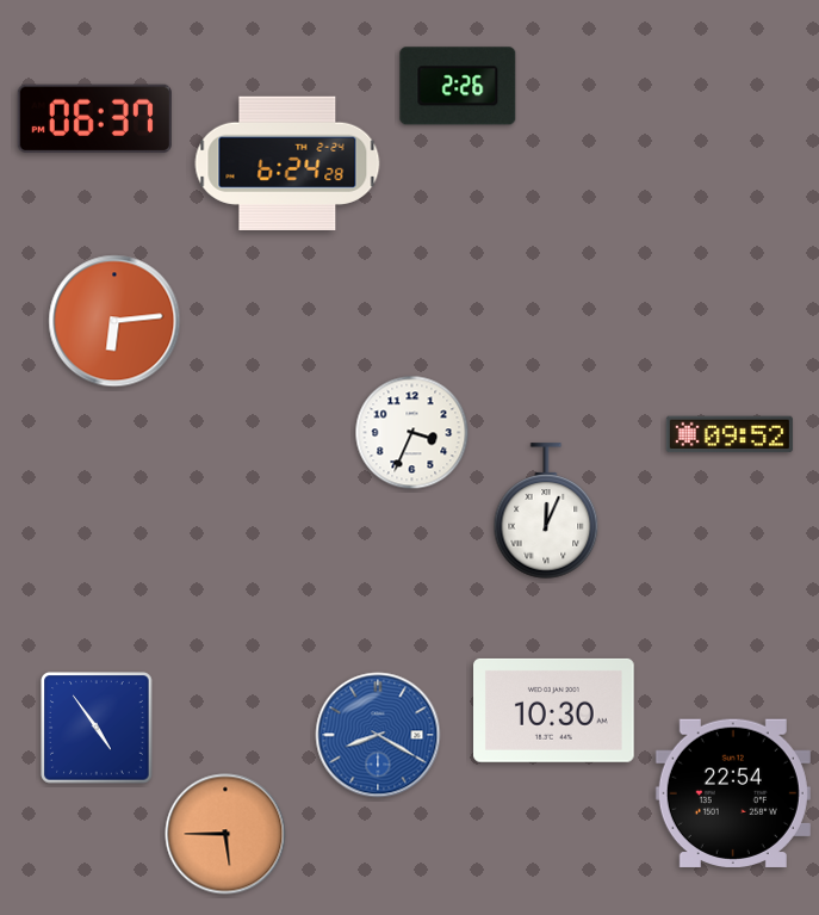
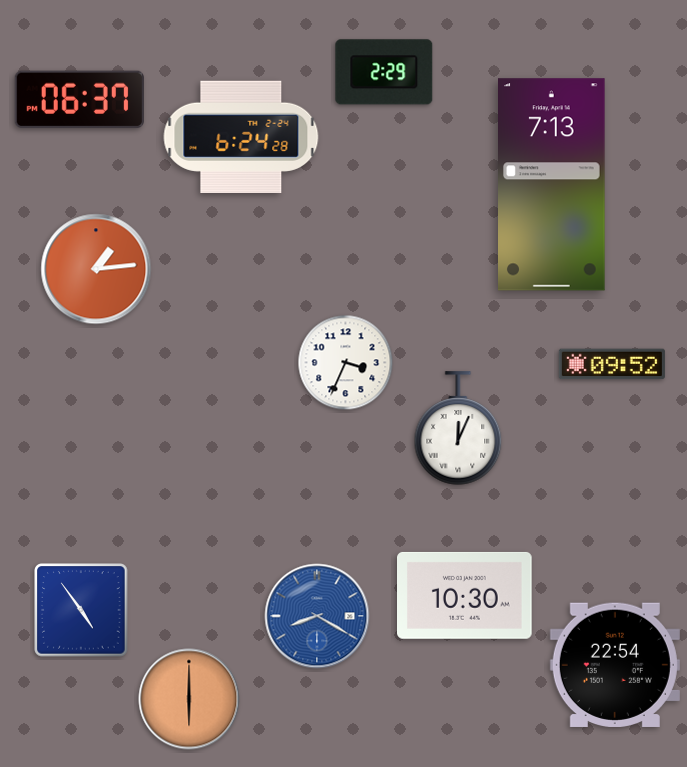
clock at (458, 86): 2:26 -> 2:29
clock at (552, 185): none -> 7:13
clock at (114, 321): 6:14 -> 1:14
clock at (225, 834): 5:45 -> 6:00
